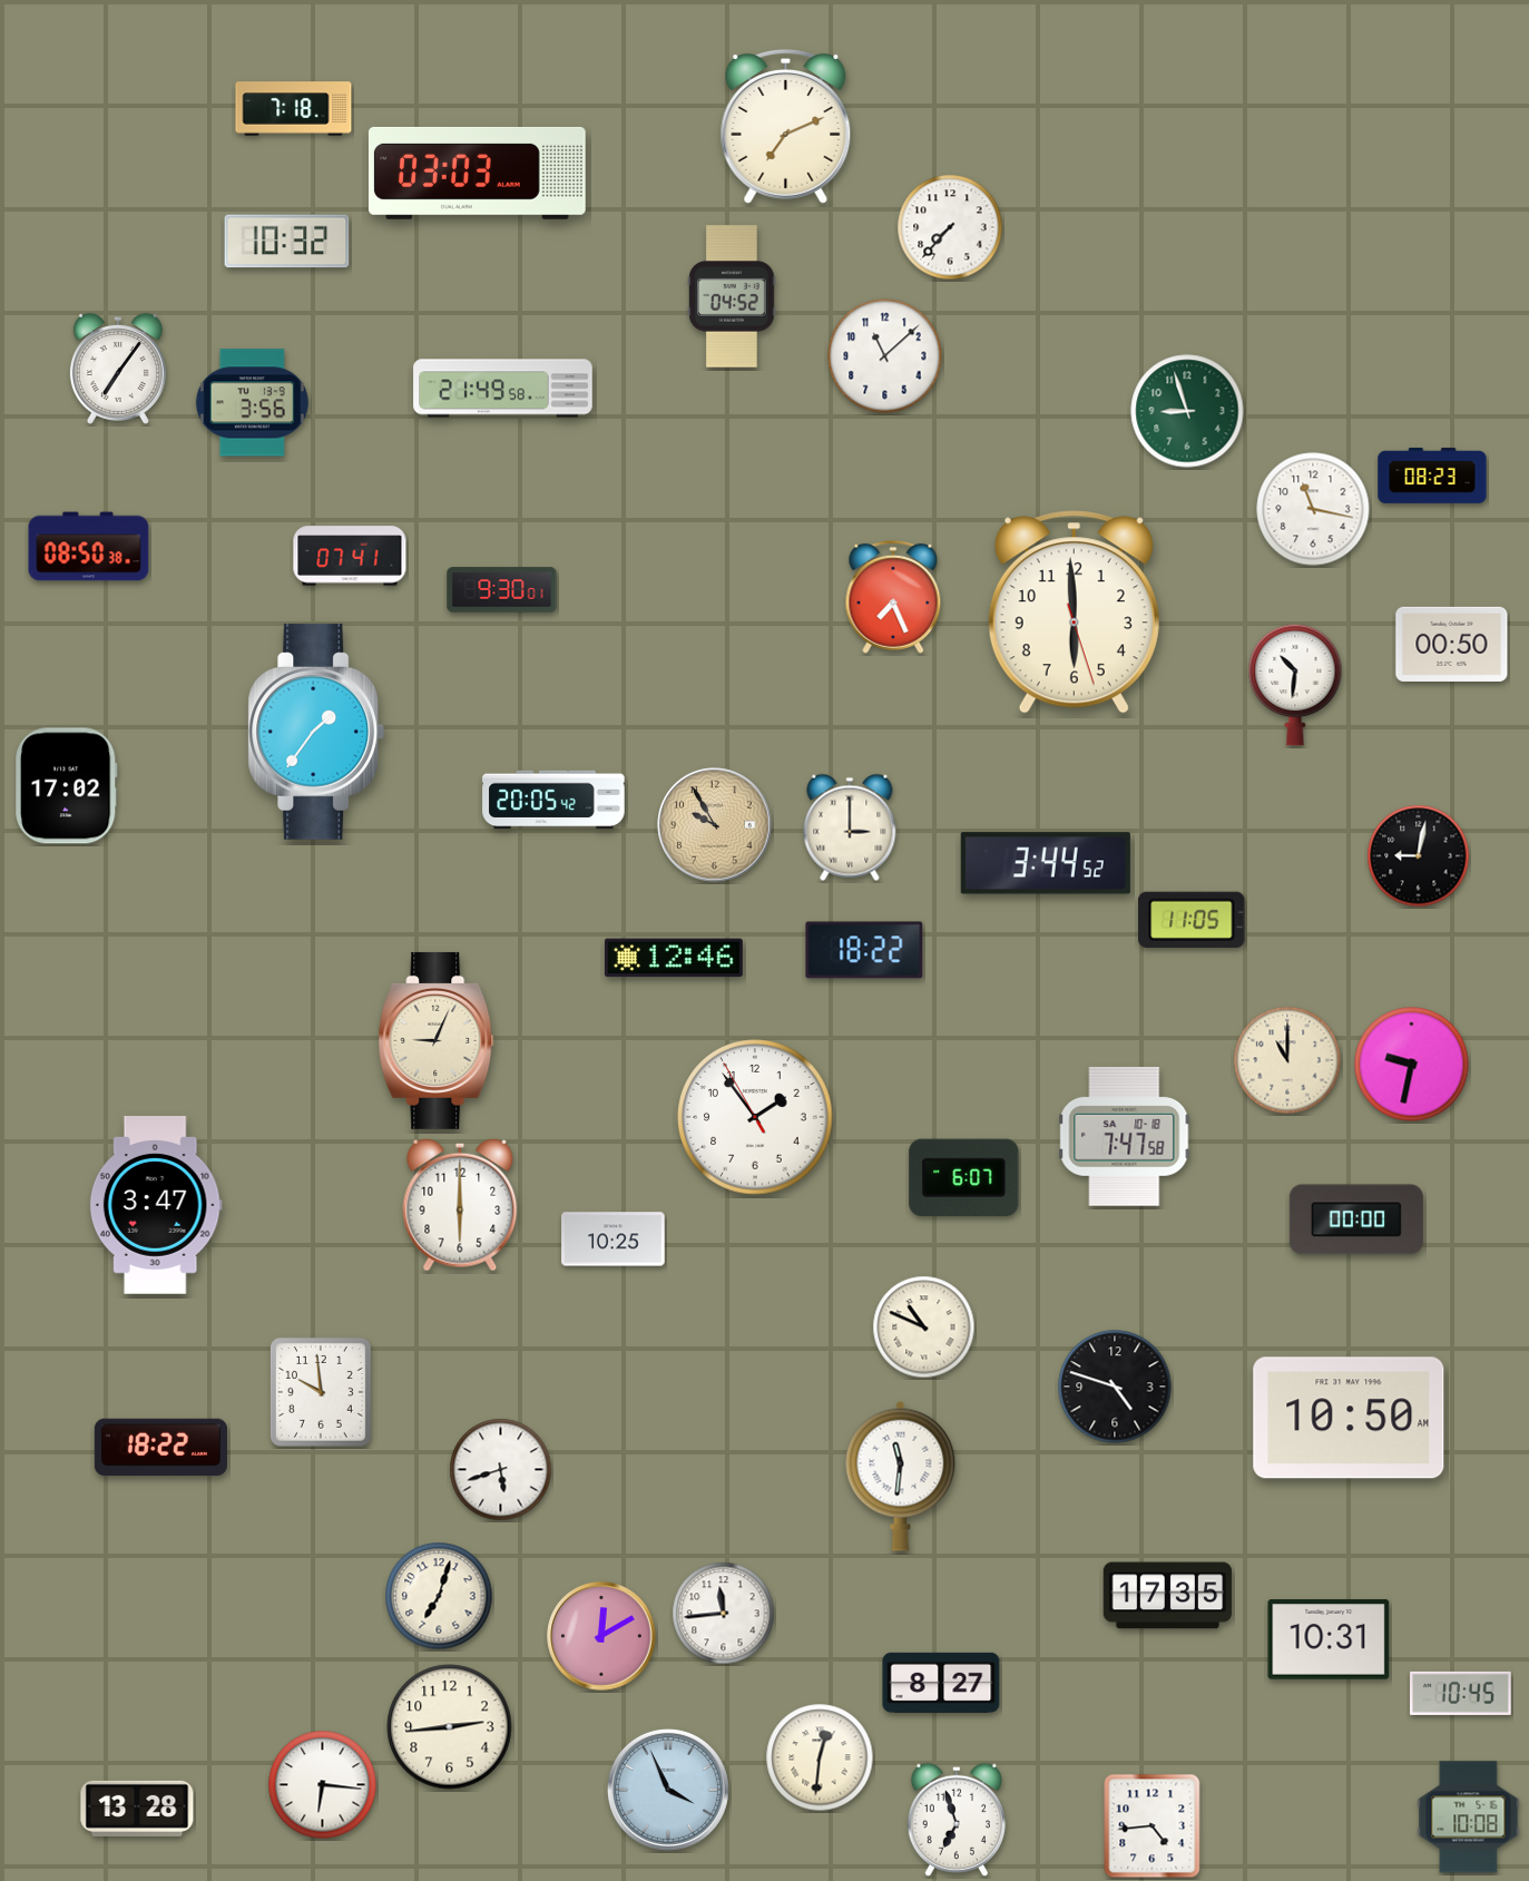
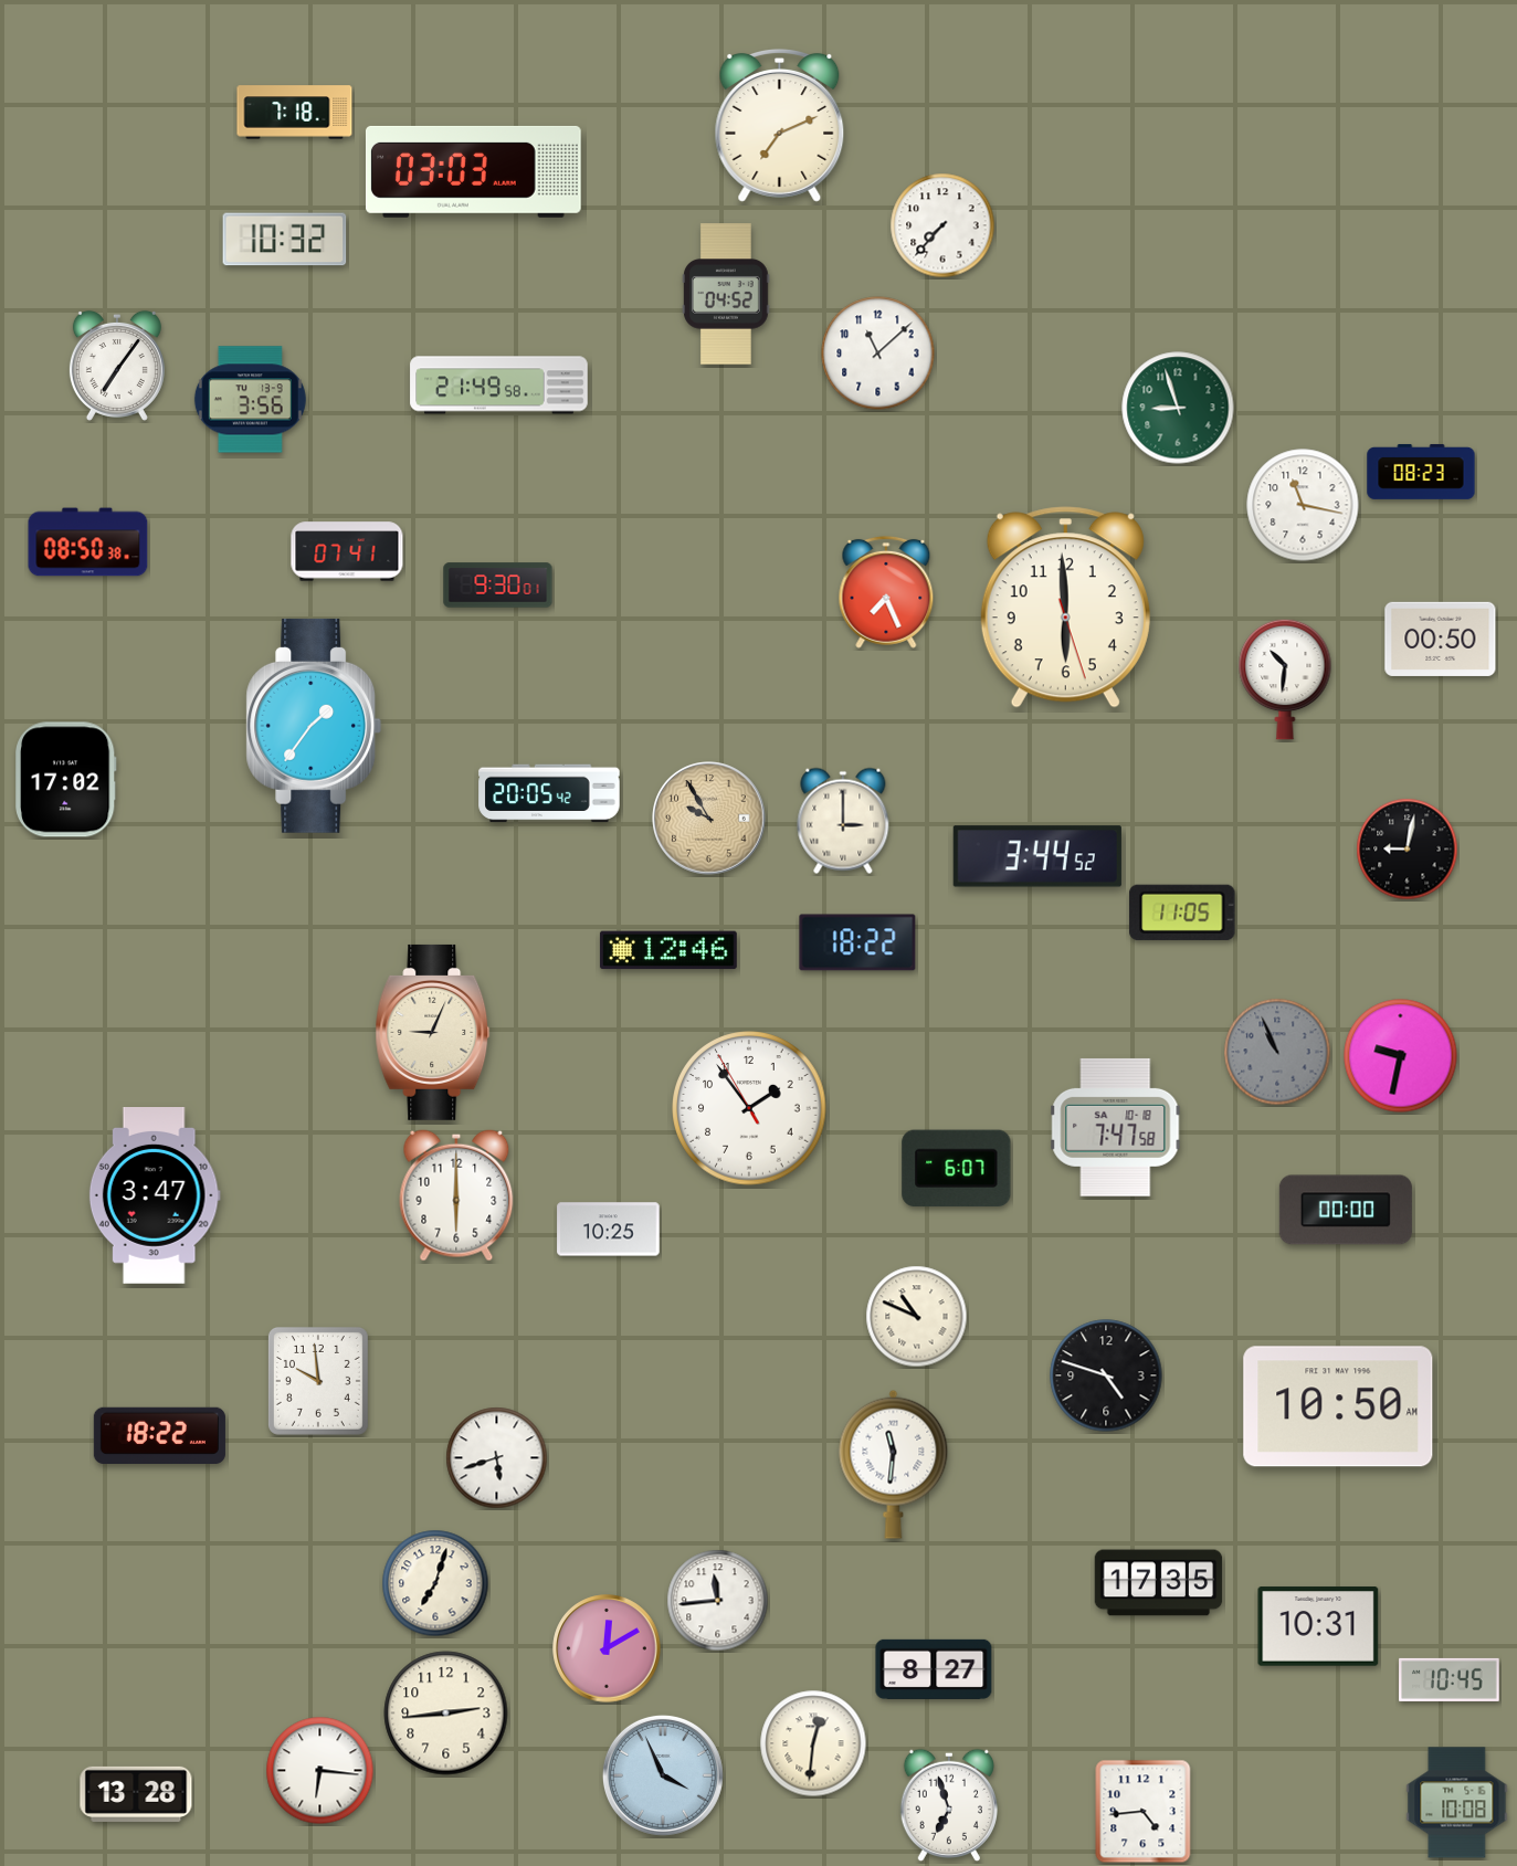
clock at (294, 109) position: (294, 109) -> (295, 113)
clock at (1287, 1060): 11:00 -> 10:56
clock at (1287, 1060) dial: cream -> grey
clock at (601, 1636) position: (601, 1636) -> (607, 1648)
